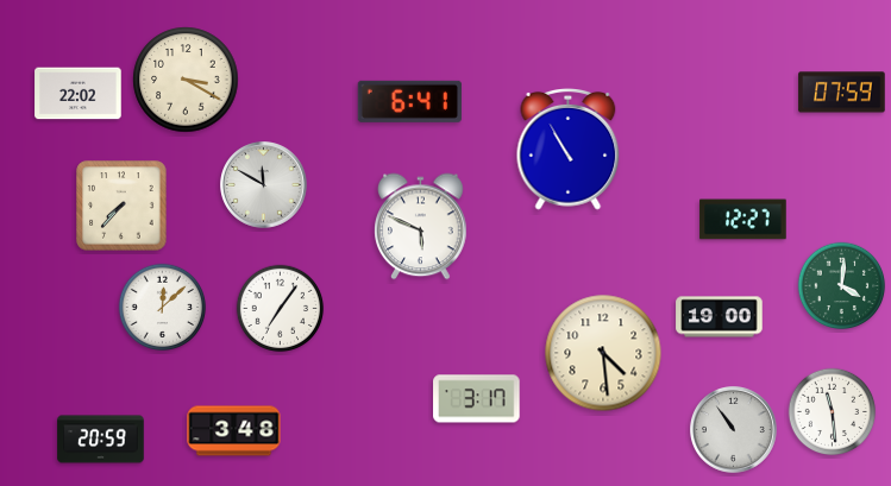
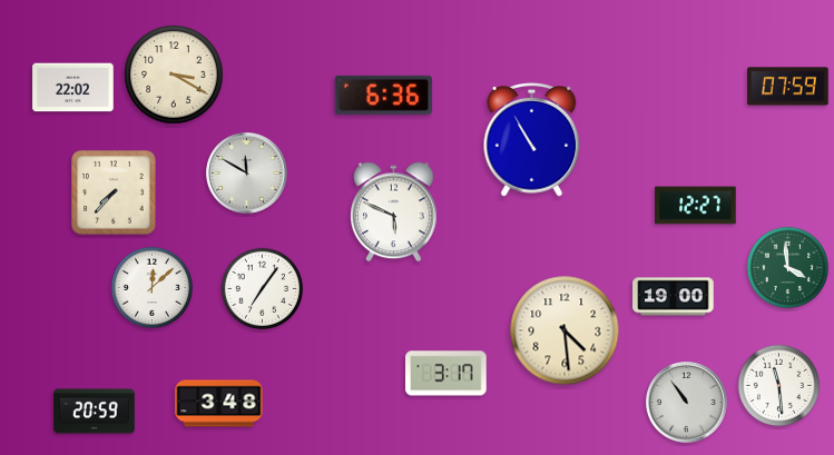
clock at (409, 101): 6:41 -> 6:36
clock at (842, 286): 4:01 -> 3:59
